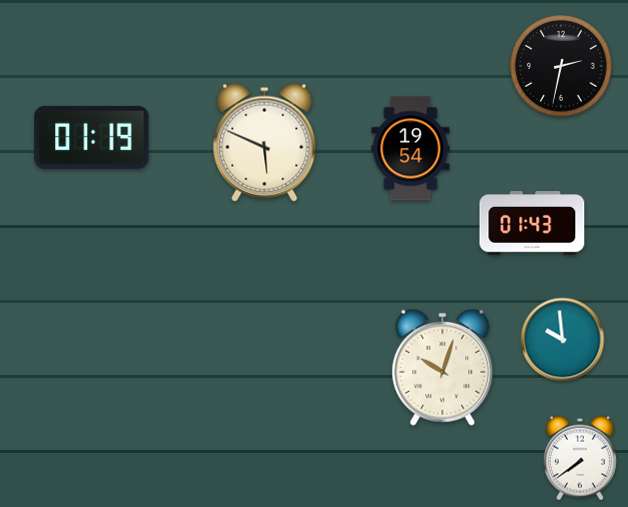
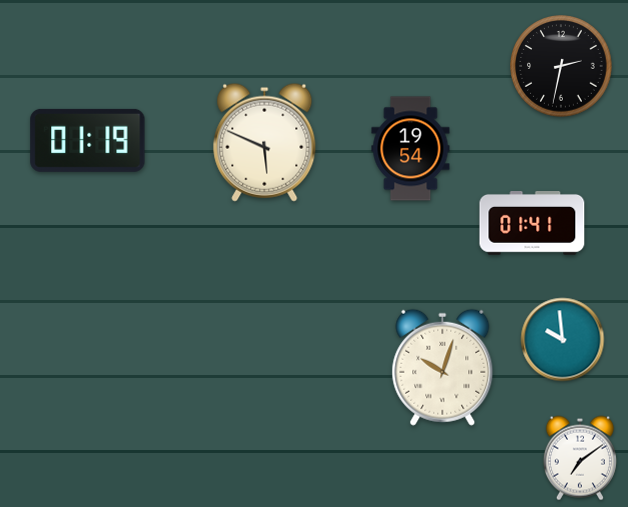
clock at (92, 137) position: (92, 137) -> (88, 140)
clock at (532, 224): 01:43 -> 01:41
clock at (580, 458): 7:39 -> 7:09
